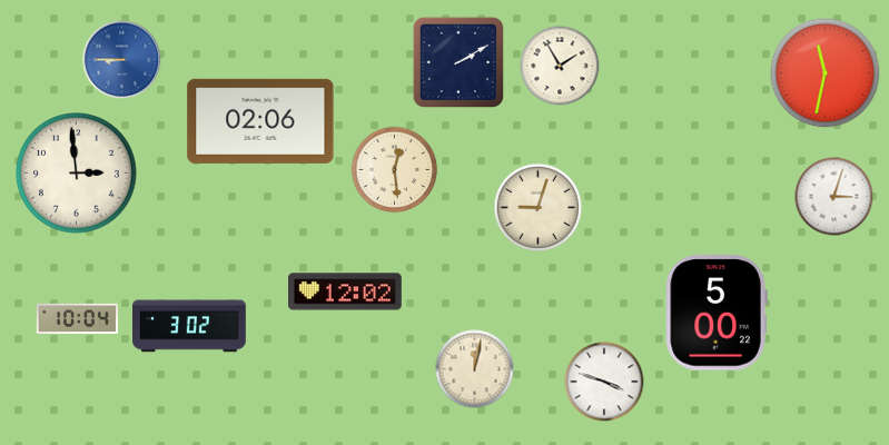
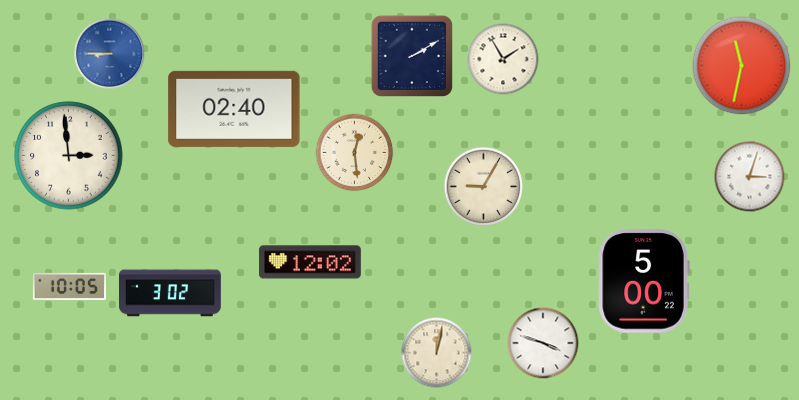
clock at (260, 121): 02:06 -> 02:40
clock at (539, 208): 9:03 -> 9:05
clock at (77, 318): 10:04 -> 10:05
clock at (475, 369) position: (475, 369) -> (437, 353)
